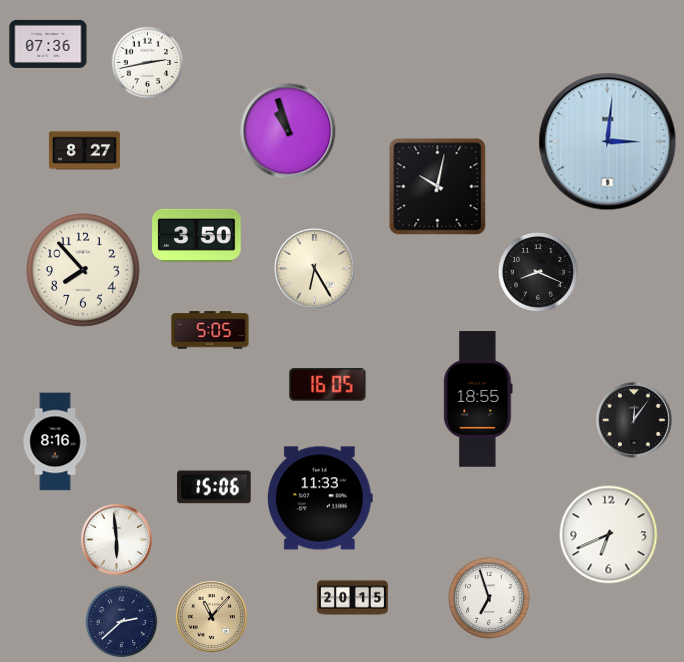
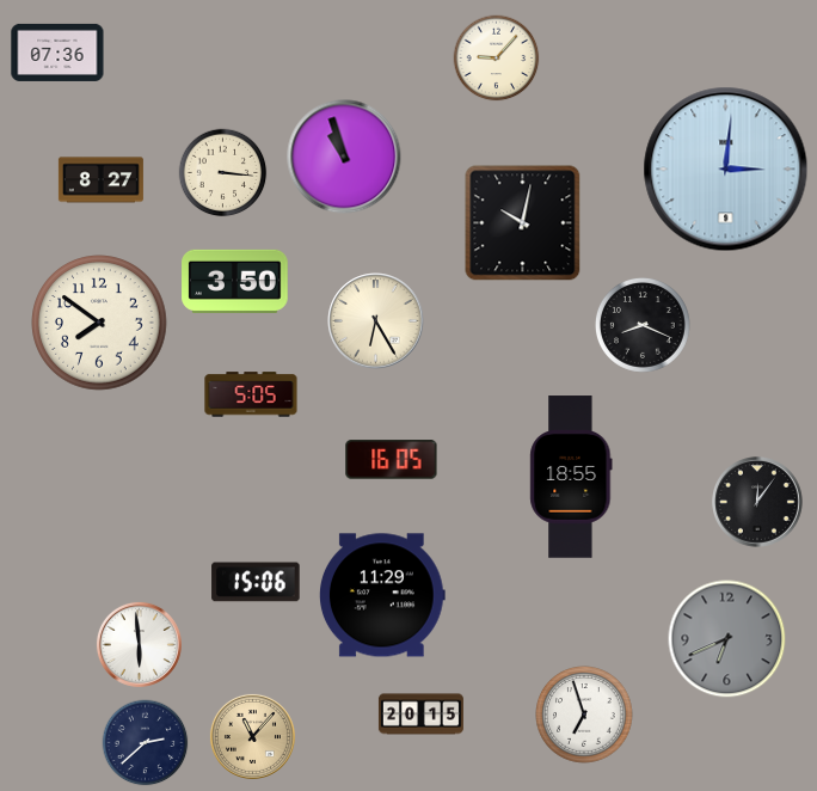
clock at (497, 59): none -> 9:07
clock at (148, 63): 2:43 -> none
clock at (223, 173): none -> 3:16
clock at (83, 270): 7:53 -> 7:51
clock at (55, 442): 8:16 -> none
clock at (320, 498): 11:33 -> 11:29
clock at (609, 535) dial: white -> grey
